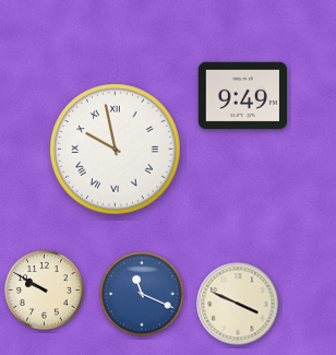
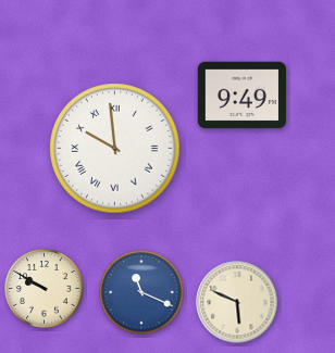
clock at (116, 150): 9:58 -> 9:59
clock at (238, 304): 3:49 -> 5:49
